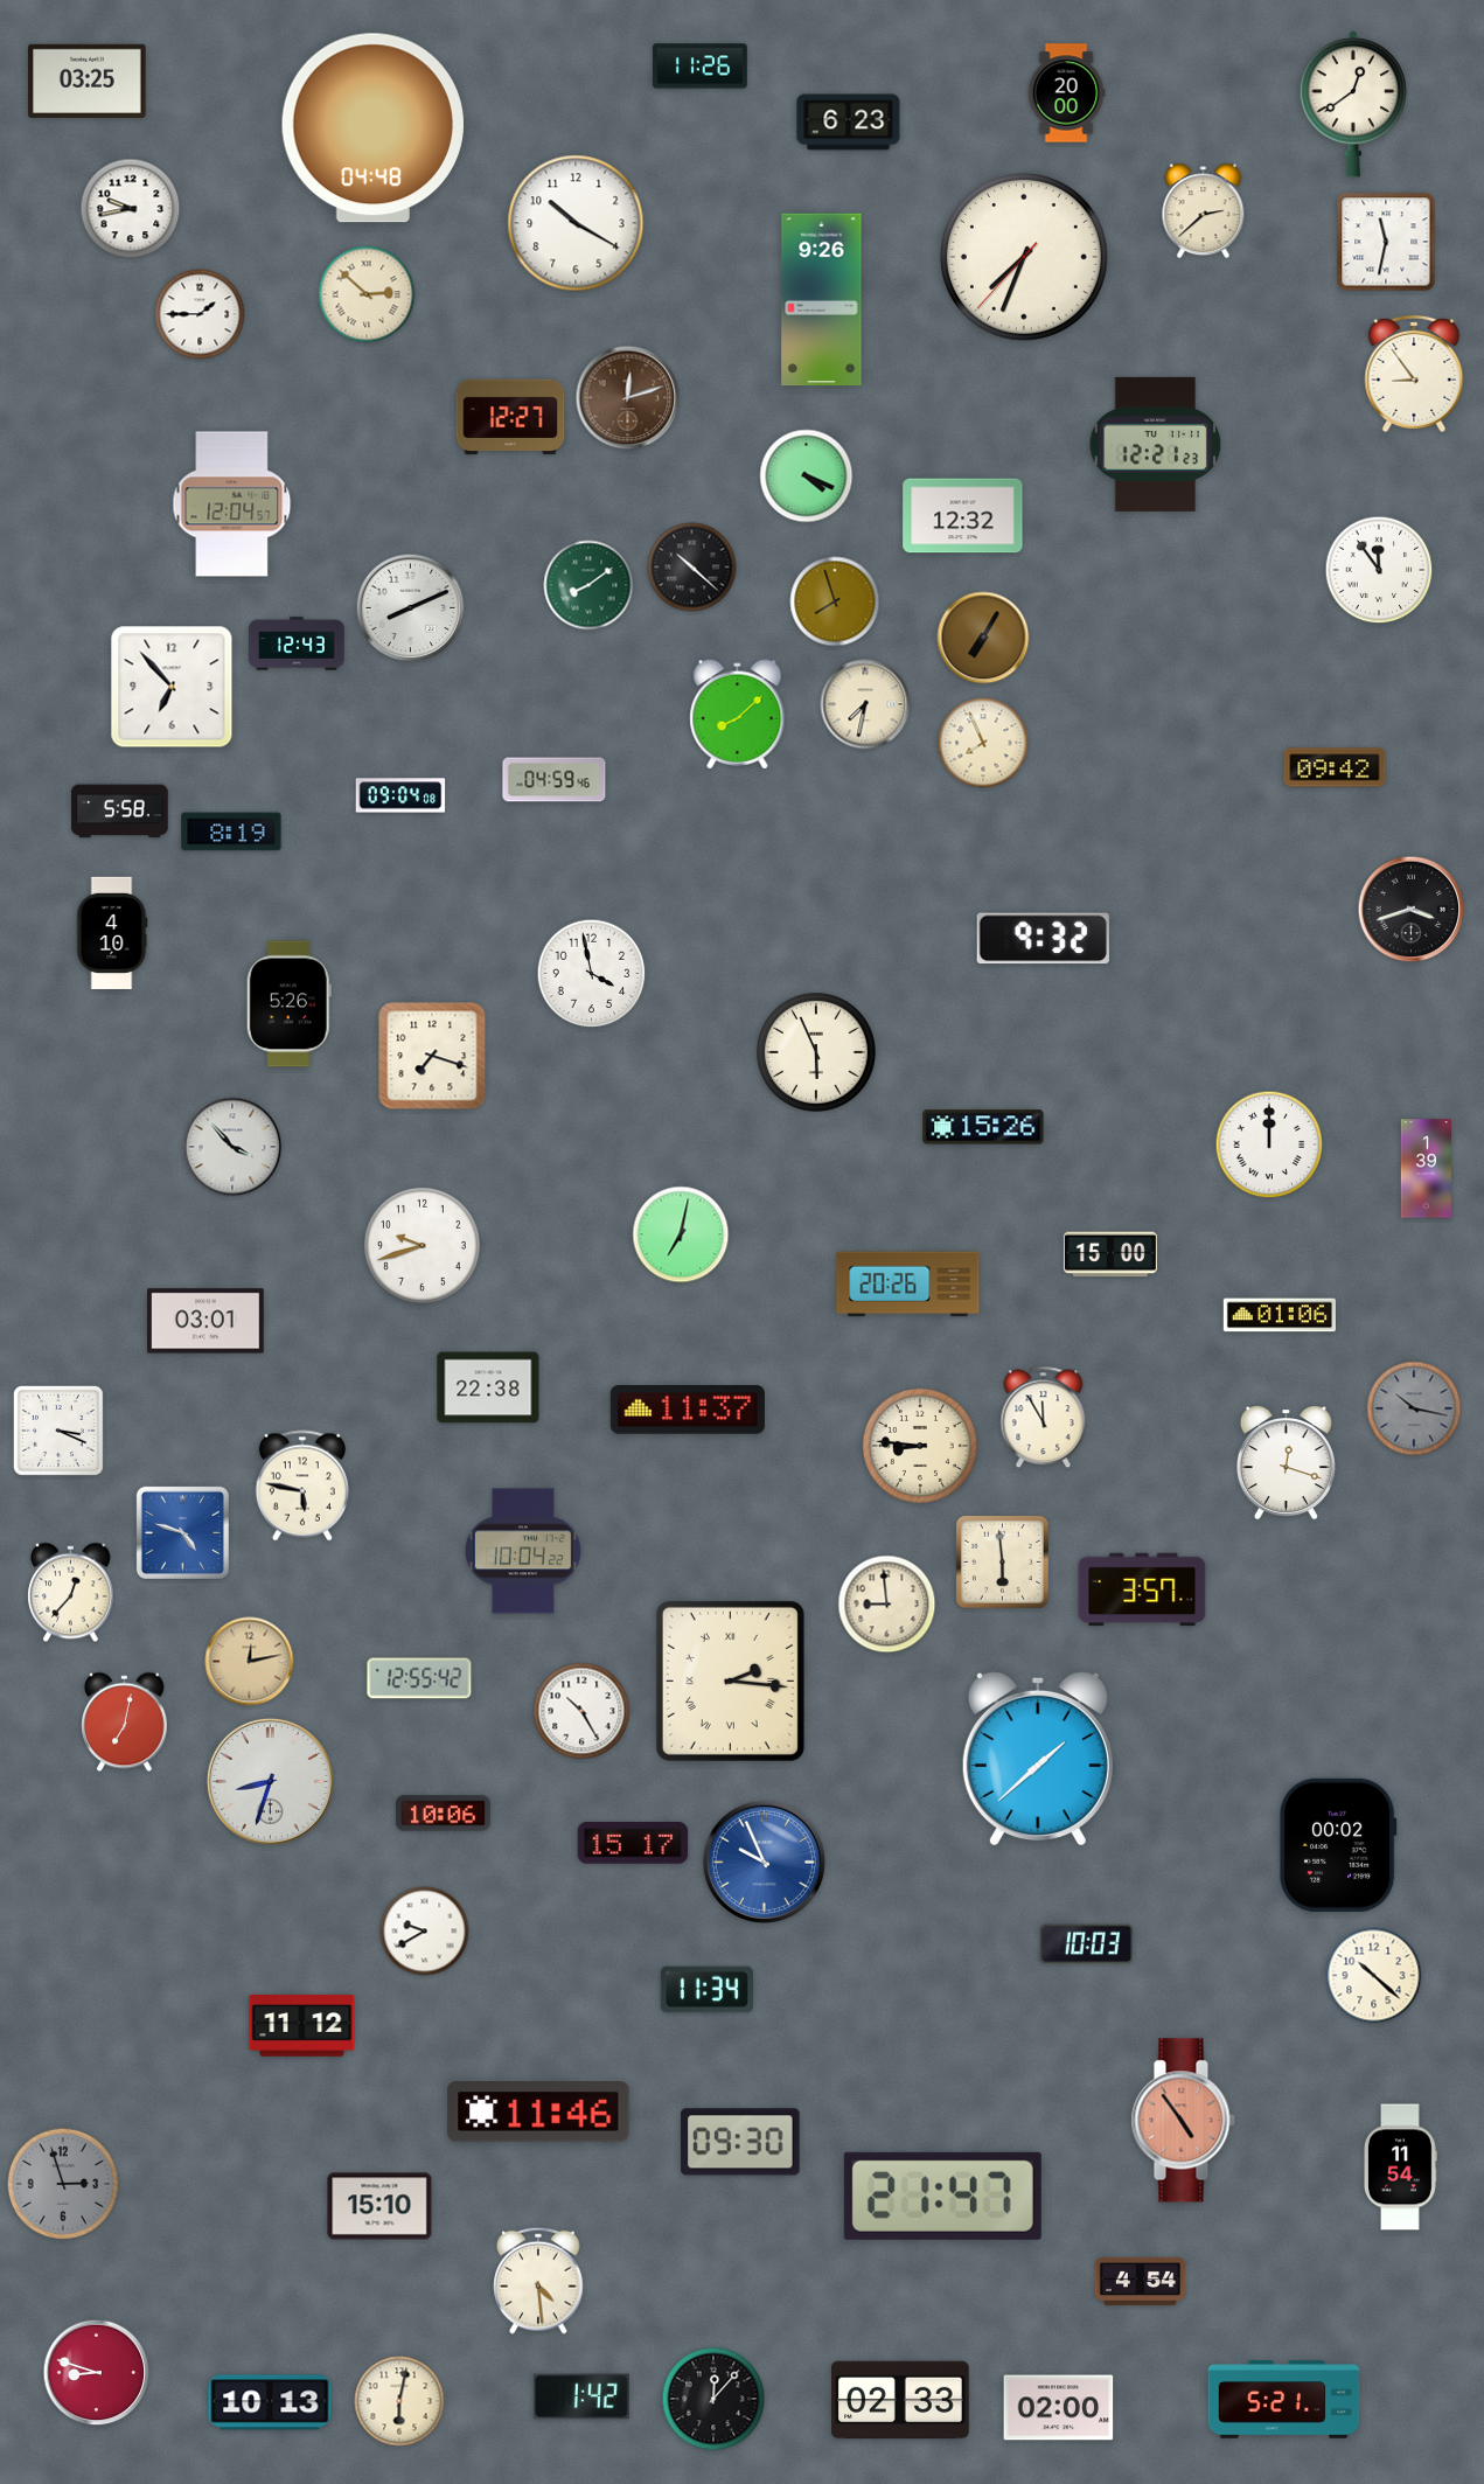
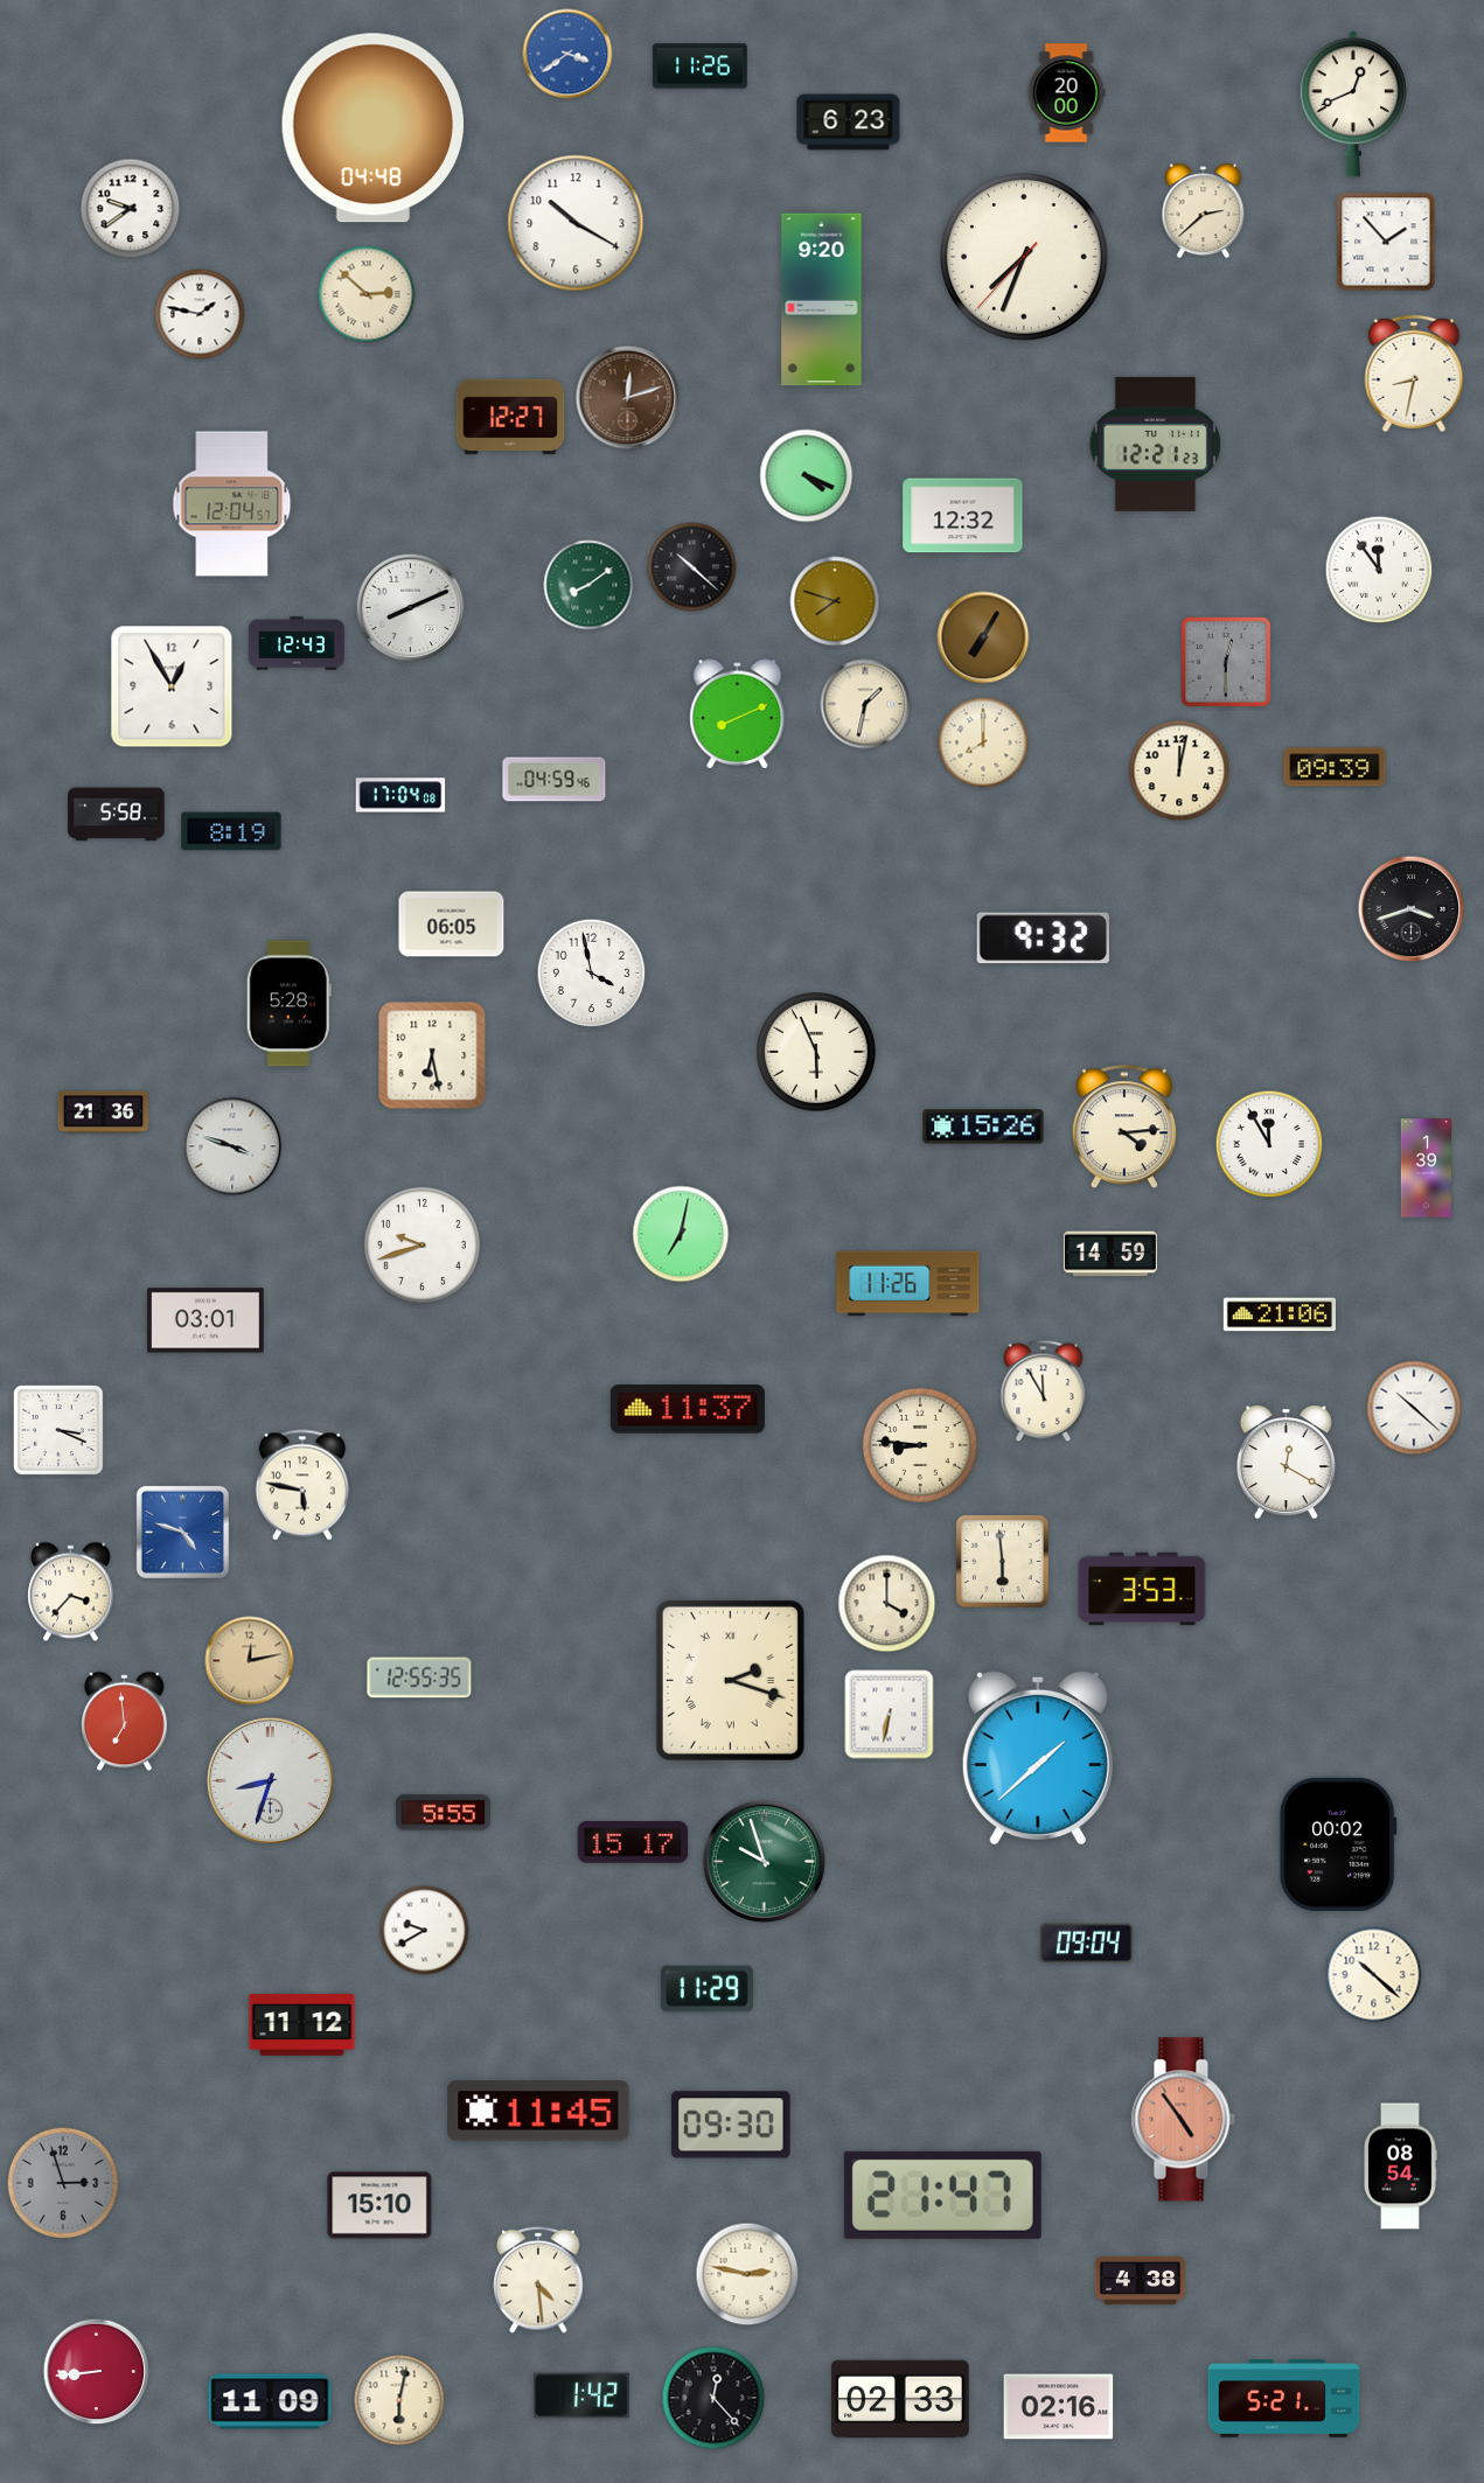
clock at (567, 54): none -> 3:39
clock at (88, 81): 03:25 -> none
clock at (1353, 104): 12:39 -> 12:41
clock at (131, 209): 9:43 -> 9:39
clock at (1386, 242): 11:32 -> 1:53
clock at (822, 300): 9:26 -> 9:20
clock at (200, 314): 1:45 -> 1:47
clock at (1414, 374): 8:54 -> 8:32
clock at (835, 601): 7:57 -> 7:48
clock at (1226, 662): none -> 12:30
clock at (172, 687): 6:53 -> 12:55
clock at (865, 704): 7:32 -> 1:32
clock at (738, 715): 8:08 -> 8:11
clock at (983, 743): 7:56 -> 8:00
clock at (1335, 767): 09:42 -> 09:39
clock at (1179, 770): none -> 12:02
clock at (400, 795): 09:04 -> 17:04
clock at (120, 812) position: (120, 812) -> (117, 815)
clock at (452, 925): none -> 06:05
clock at (112, 933): 4:10 -> none
clock at (288, 1004): 5:26 -> 5:28
clock at (432, 1056): 7:18 -> 6:28
clock at (104, 1113): none -> 21:36
clock at (1124, 1128): none -> 4:14
clock at (1269, 1144): 12:00 -> 11:55
clock at (232, 1147): 3:53 -> 3:48
clock at (1110, 1254): 15:00 -> 14:59
clock at (908, 1285): 20:26 -> 11:26
clock at (1280, 1315): 01:06 -> 21:06
clock at (488, 1387): 22:38 -> none
clock at (1414, 1408): 10:17 -> 10:22
clock at (1414, 1408) dial: grey -> white
clock at (1044, 1418) position: (1044, 1418) -> (1044, 1392)
clock at (1286, 1463): 12:18 -> 12:20
clock at (523, 1551): 10:04 -> none
clock at (1142, 1589): 3:57 -> 3:53
clock at (71, 1593): 12:37 -> 3:37
clock at (887, 1605): 8:59 -> 4:00
clock at (419, 1678): 12:55:42 -> 12:55:35
clock at (730, 1681): 2:16 -> 2:18
clock at (581, 1711): 10:25 -> none
clock at (890, 1715): none -> 6:32
clock at (125, 1723): 7:02 -> 6:59
clock at (443, 1814): 10:06 -> 5:55
clock at (764, 1862): 9:56 -> 9:57
clock at (764, 1862) dial: blue -> green
clock at (1086, 1944): 10:03 -> 09:04
clock at (706, 1990): 11:34 -> 11:29
clock at (538, 2111): 11:46 -> 11:45
clock at (740, 2142) position: (740, 2142) -> (731, 2125)
clock at (1401, 2168): 11:54 -> 08:54
clock at (747, 2274): none -> 2:47
clock at (1141, 2281): 4:54 -> 4:38
clock at (97, 2373): 8:48 -> 8:44
clock at (713, 2399): 12:07 -> 12:23
clock at (270, 2402): 10:13 -> 11:09
clock at (1059, 2408): 02:00 -> 02:16
